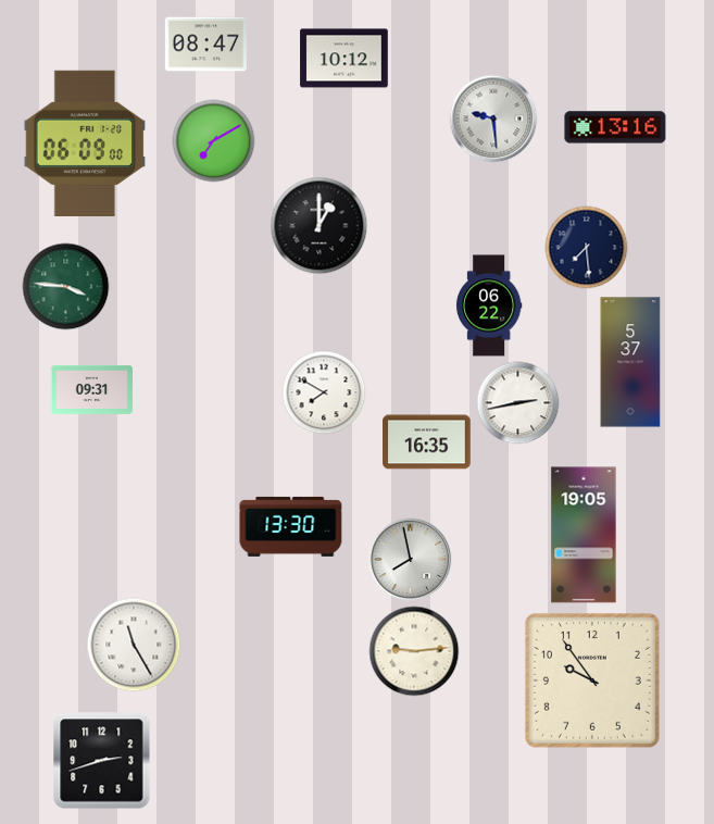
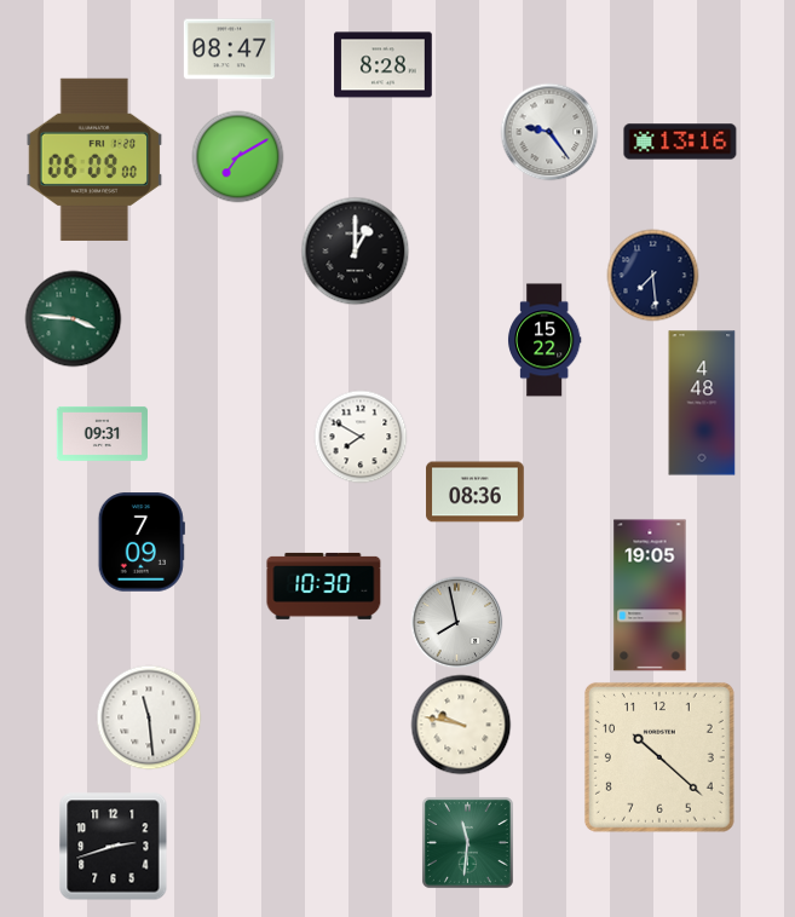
clock at (345, 59): 10:12 -> 8:28
clock at (493, 118): 9:29 -> 9:24
clock at (615, 127) position: (615, 127) -> (680, 142)
clock at (489, 305): 06:22 -> 15:22
clock at (630, 362): 5:37 -> 4:48
clock at (518, 403): 2:43 -> none
clock at (427, 442): 16:35 -> 08:36
clock at (142, 542): none -> 7:09
clock at (291, 526): 13:30 -> 10:30
clock at (134, 645): 11:25 -> 11:29
clock at (414, 651): 9:14 -> 9:47
clock at (592, 681): 9:54 -> 10:22
clock at (467, 842): none -> 11:31
